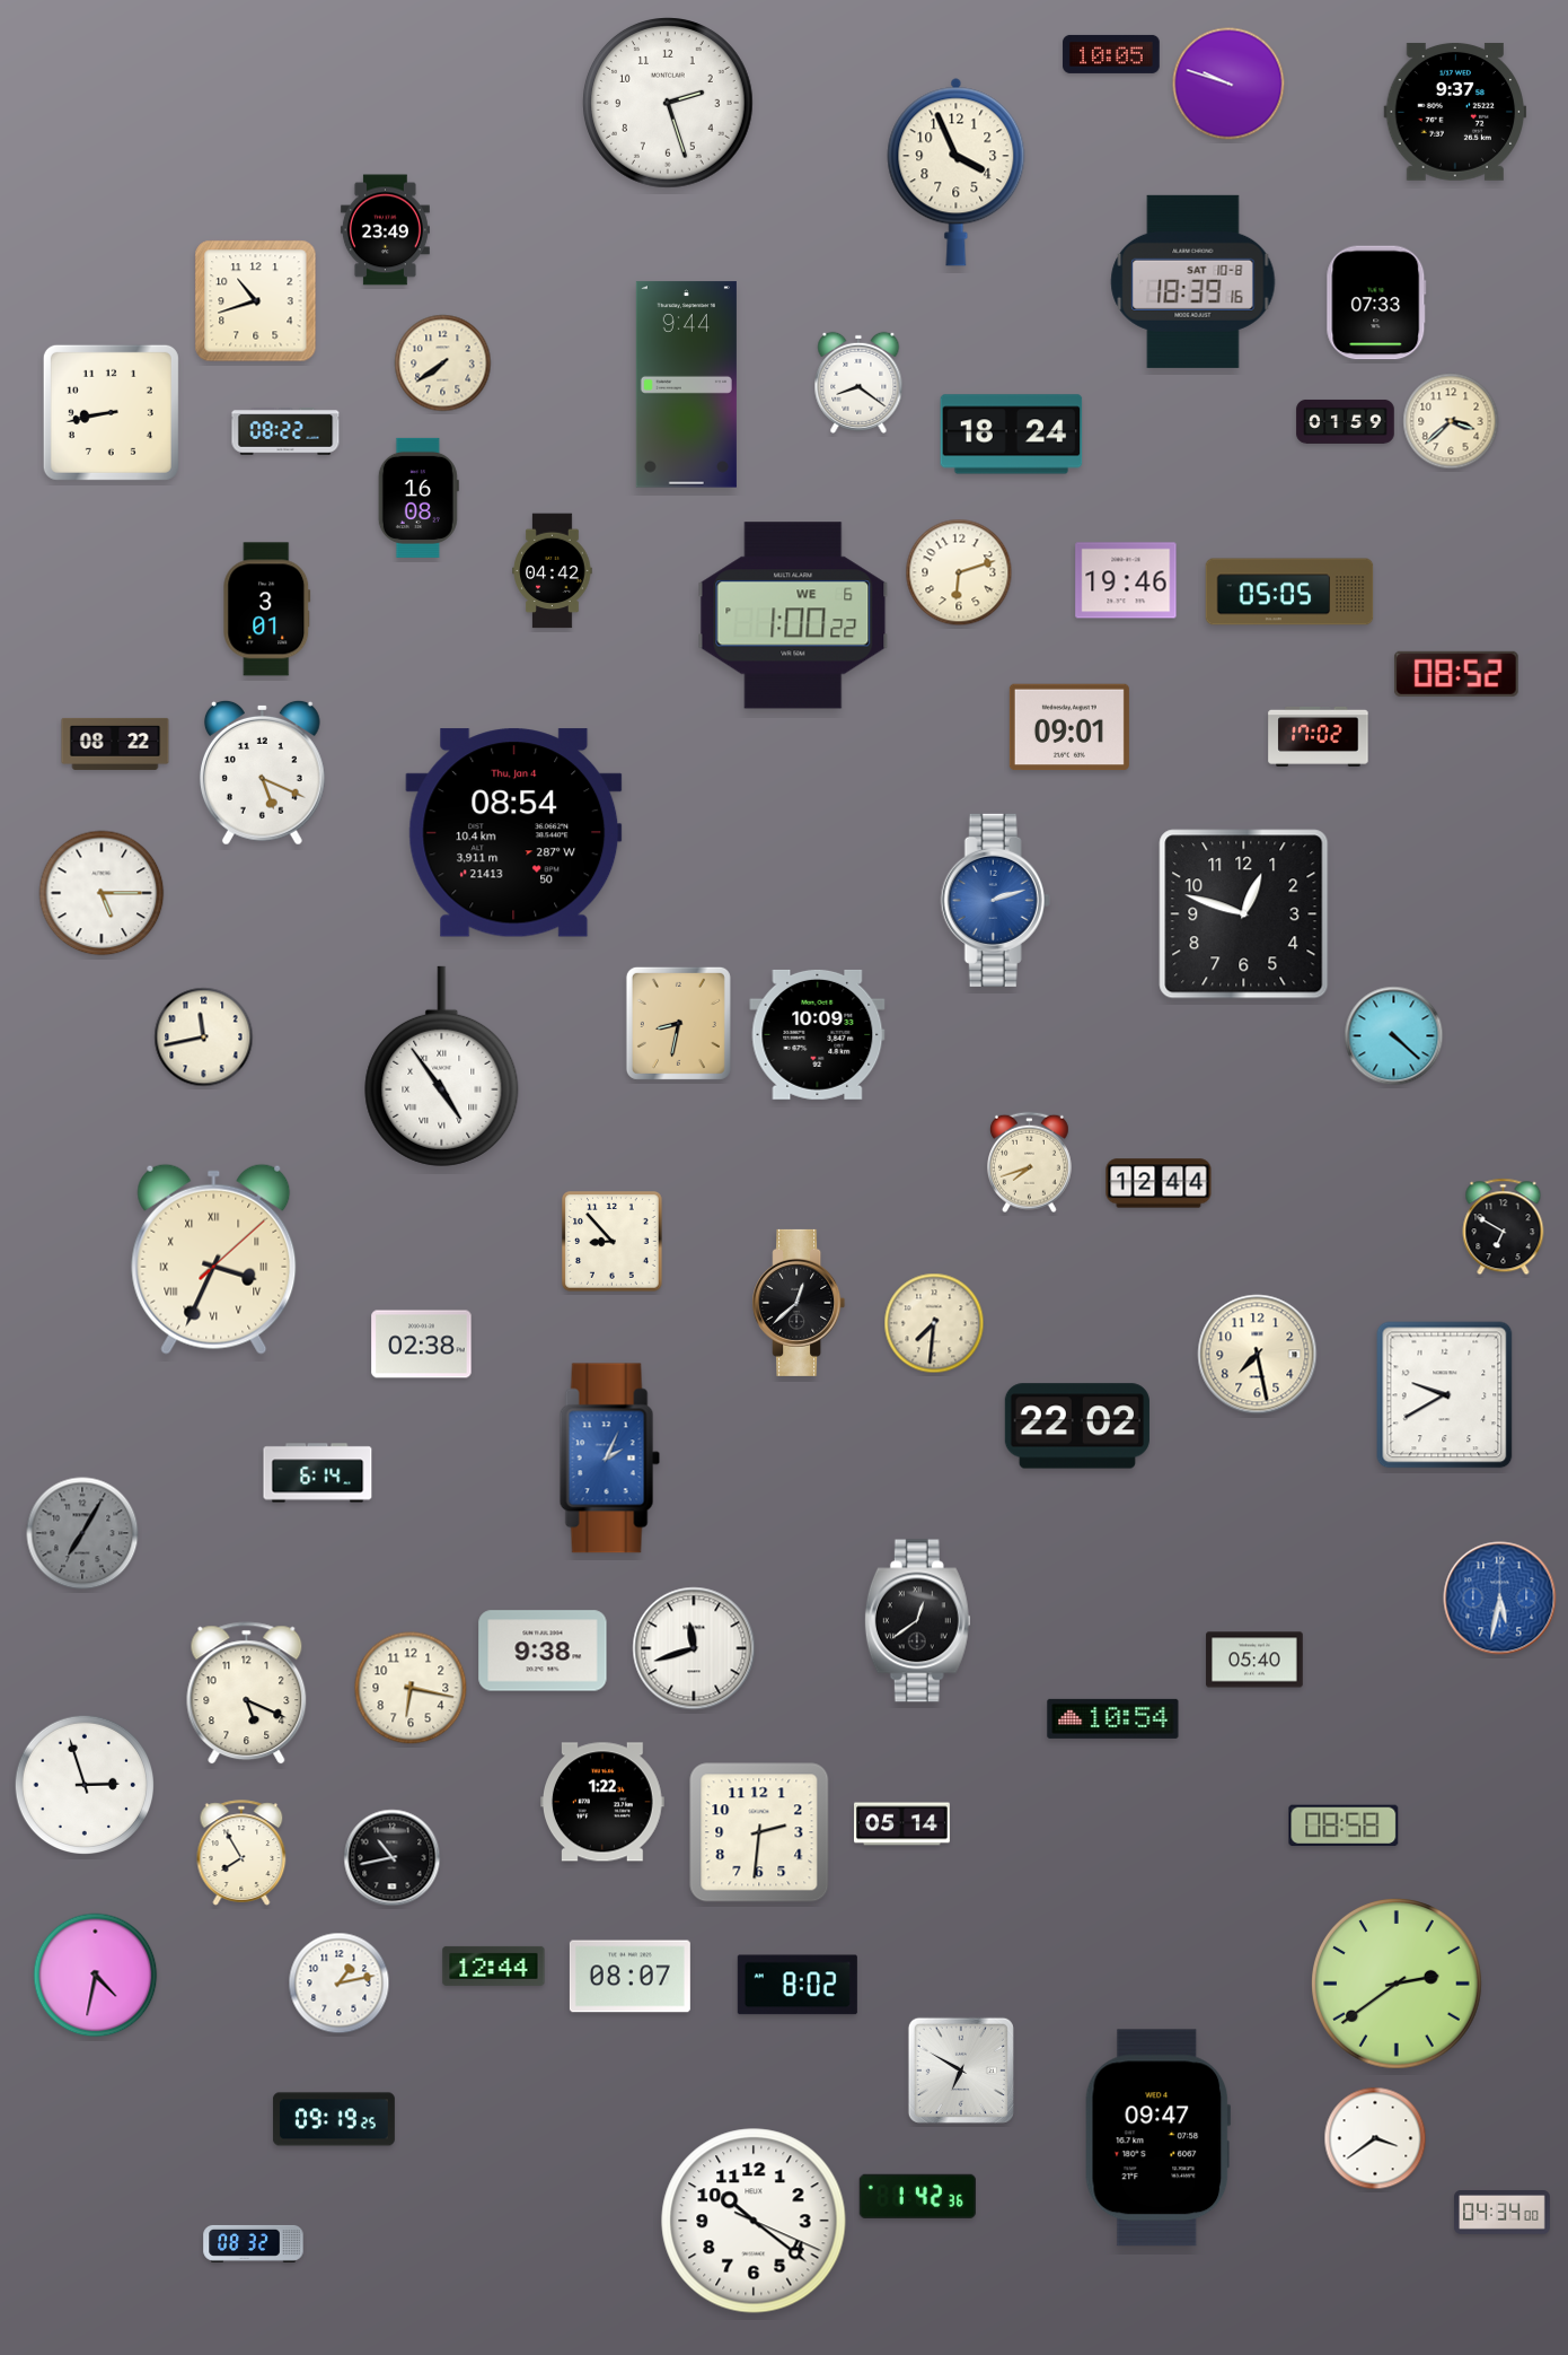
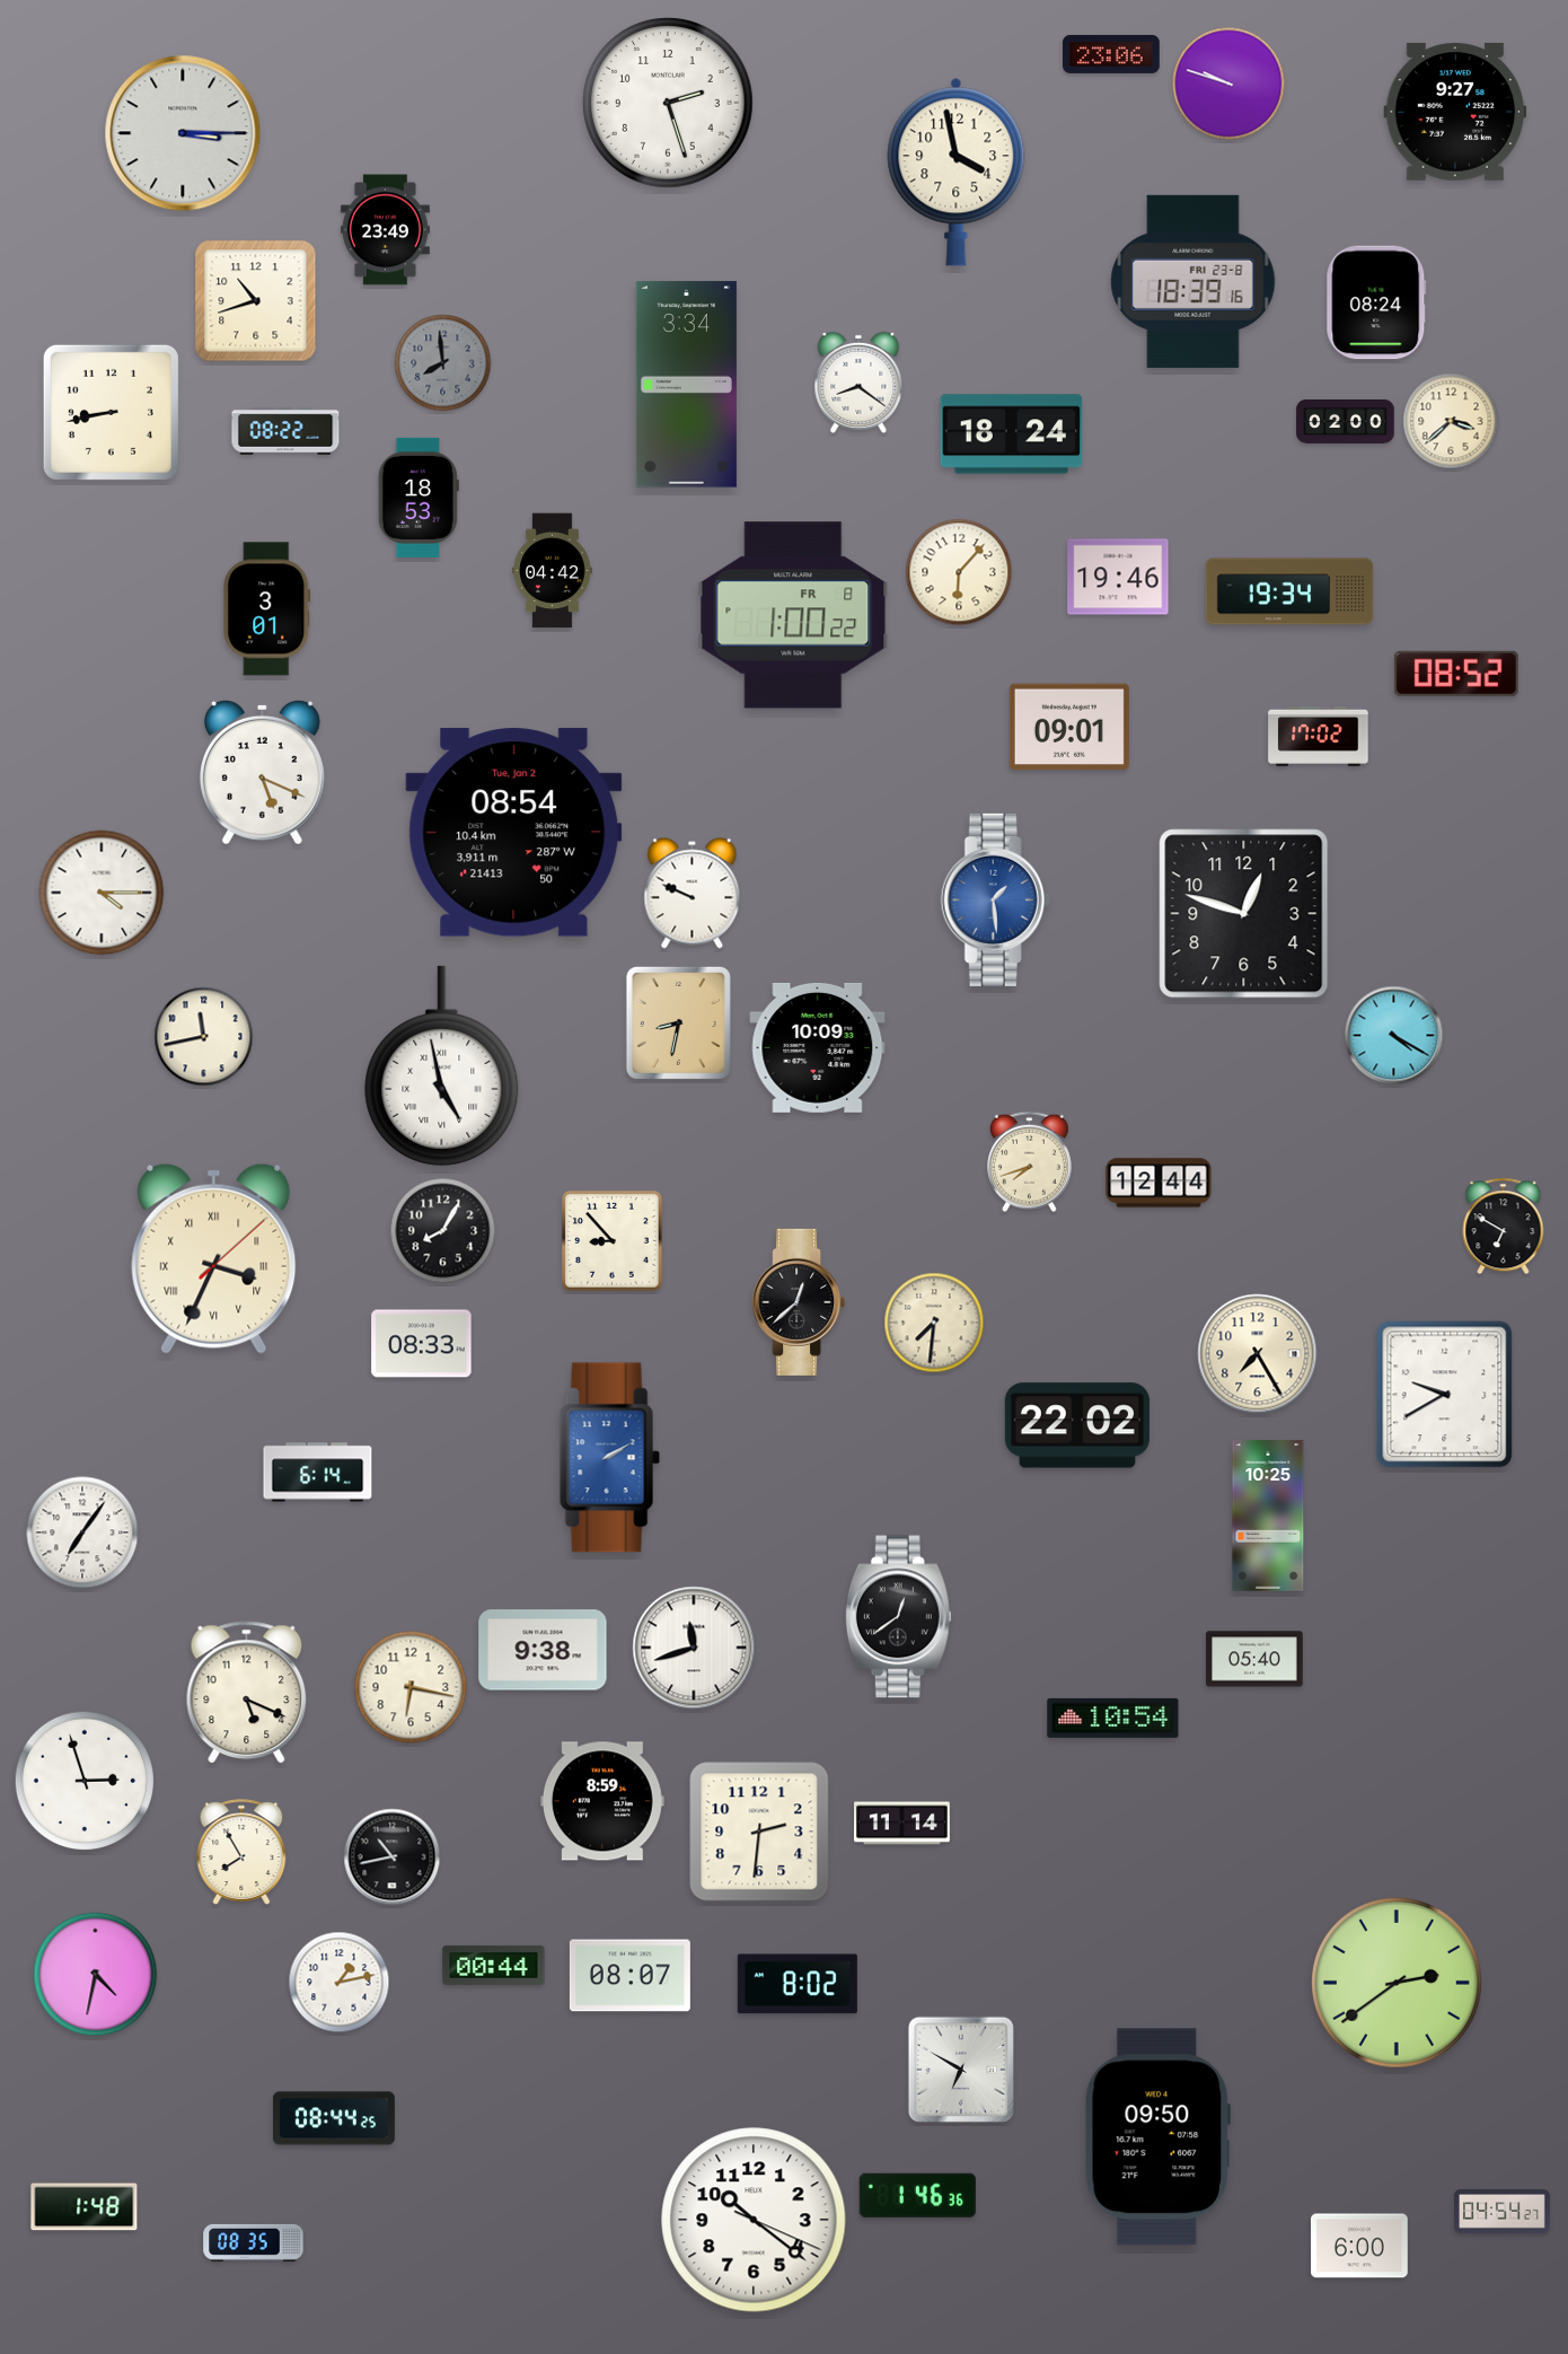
clock at (1111, 54): 10:05 -> 23:06
clock at (1455, 112): 9:37 -> 9:27
clock at (183, 133): none -> 3:15
clock at (957, 172): 3:56 -> 3:58
clock at (1193, 281) date: SAT 10-8 -> FRI 23-8
clock at (1376, 303): 07:33 -> 08:24
clock at (443, 364): 7:39 -> 7:59
clock at (443, 364) dial: cream -> grey
clock at (686, 385): 9:44 -> 3:34
clock at (1346, 421): 01:59 -> 02:00
clock at (419, 498): 16:08 -> 18:53
clock at (959, 572): 6:12 -> 6:07
clock at (1126, 580) position: (1126, 580) -> (1118, 577)
clock at (1289, 592): 05:05 -> 19:34
clock at (793, 615) date: WE 6 -> FR 8
clock at (115, 744): 08:22 -> none
clock at (514, 833) date: Thu, Jan 4 -> Tue, Jan 2
clock at (102, 893): 5:15 -> 4:15
clock at (693, 894): none -> 9:49
clock at (995, 900): 2:12 -> 1:29
clock at (818, 1034) position: (818, 1034) -> (818, 1047)
clock at (1394, 1036): 4:22 -> 4:20
clock at (442, 1066): 4:54 -> 4:58
clock at (443, 1231): none -> 8:05
clock at (422, 1345): 02:38 -> 08:33
clock at (1258, 1355): 7:28 -> 7:25
clock at (609, 1459): 2:04 -> 2:10
clock at (1268, 1516): none -> 10:25
clock at (82, 1533): 7:05 -> 7:06
clock at (82, 1533) dial: grey -> white
clock at (1500, 1599): 5:32 -> none
clock at (917, 1621) position: (917, 1621) -> (898, 1617)
clock at (83, 1784) position: (83, 1784) -> (83, 1780)
clock at (604, 1802): 1:22 -> 8:59
clock at (902, 1824): 05:14 -> 11:14
clock at (1344, 1826): 08:58 -> none
clock at (494, 1966): 12:44 -> 00:44
clock at (334, 2119): 09:19 -> 08:44
clock at (1159, 2138): 09:47 -> 09:50
clock at (1375, 2138): 3:39 -> none
clock at (917, 2196): 1:42 -> 1:46
clock at (85, 2207): none -> 1:48
clock at (1503, 2213): 04:34 -> 04:54
clock at (254, 2243): 08:32 -> 08:35
clock at (1360, 2246): none -> 6:00
